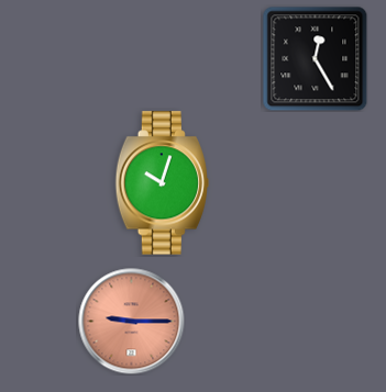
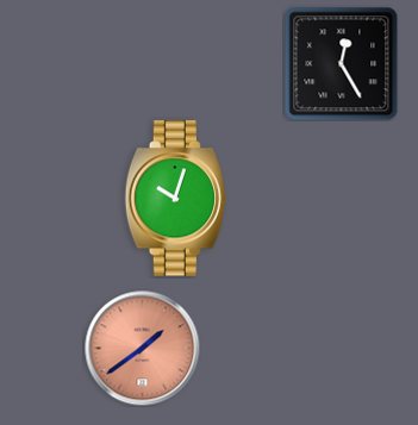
clock at (132, 322): 9:15 -> 1:39
